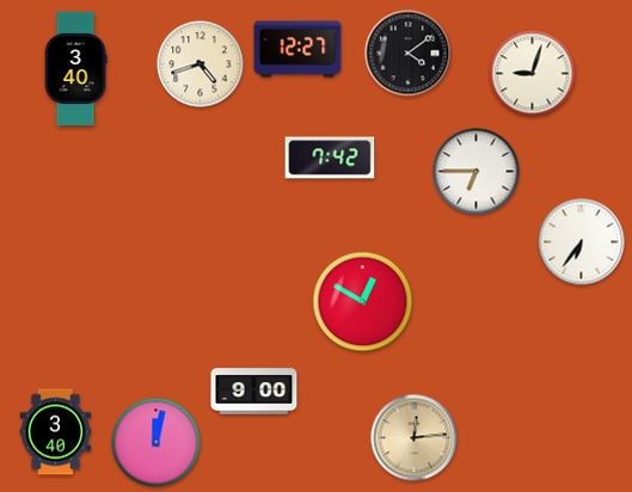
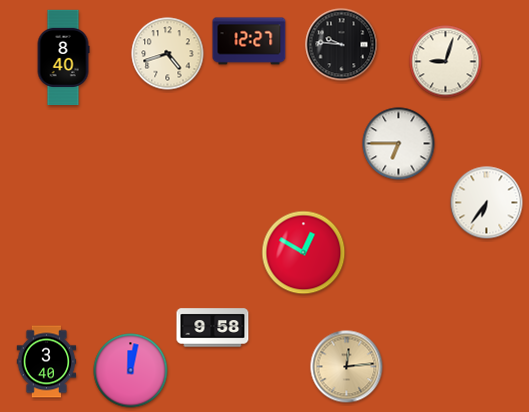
clock at (409, 54): 4:09 -> 9:46
clock at (75, 69): 3:40 -> 8:40
clock at (330, 158): 7:42 -> none
clock at (254, 392): 9:00 -> 9:58
